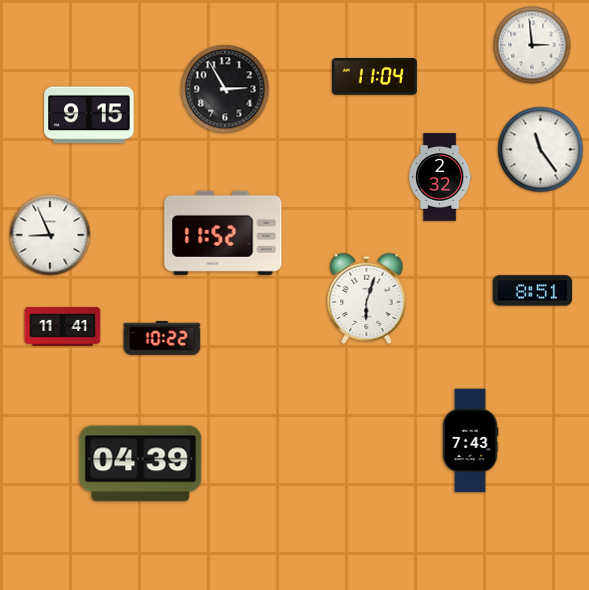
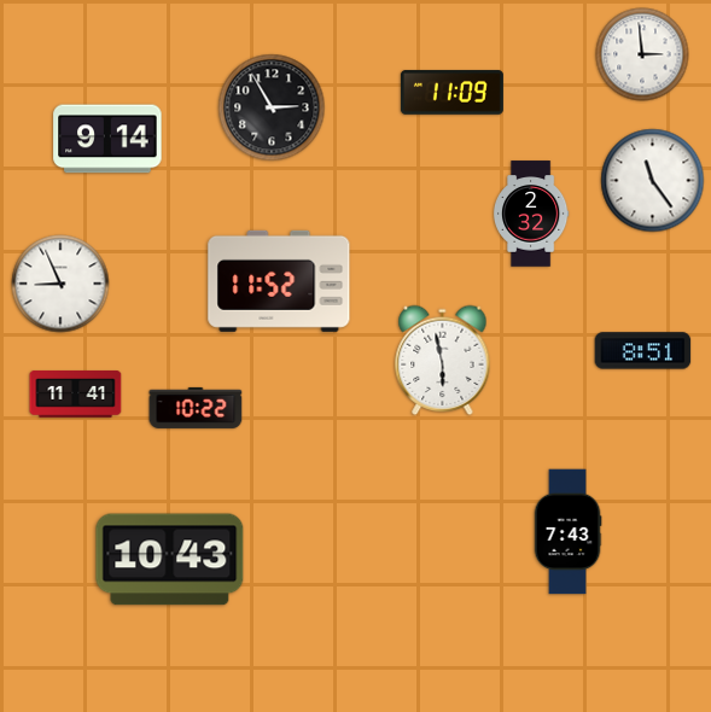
clock at (374, 77): 11:04 -> 11:09
clock at (89, 115): 9:15 -> 9:14
clock at (223, 233) position: (223, 233) -> (279, 281)
clock at (367, 298): 6:03 -> 5:58
clock at (141, 464): 04:39 -> 10:43
